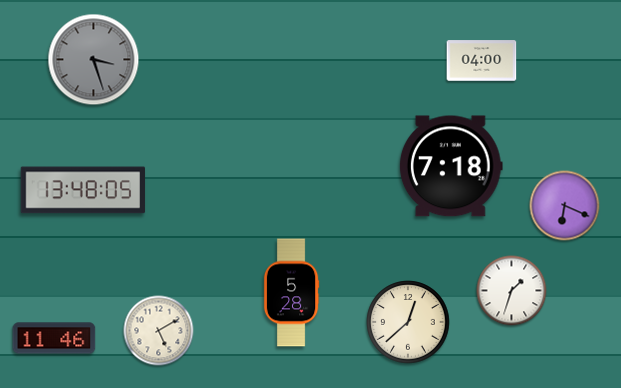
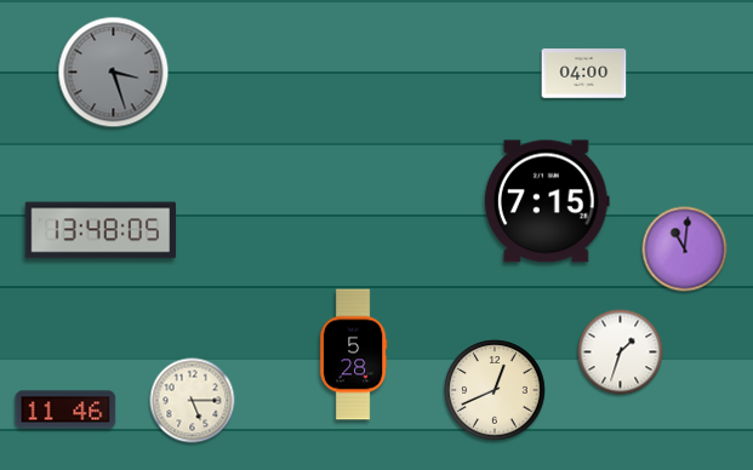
clock at (451, 166): 7:18 -> 7:15
clock at (565, 206): 6:19 -> 11:01
clock at (408, 322): 12:38 -> 12:41
clock at (159, 331): 5:10 -> 5:15
